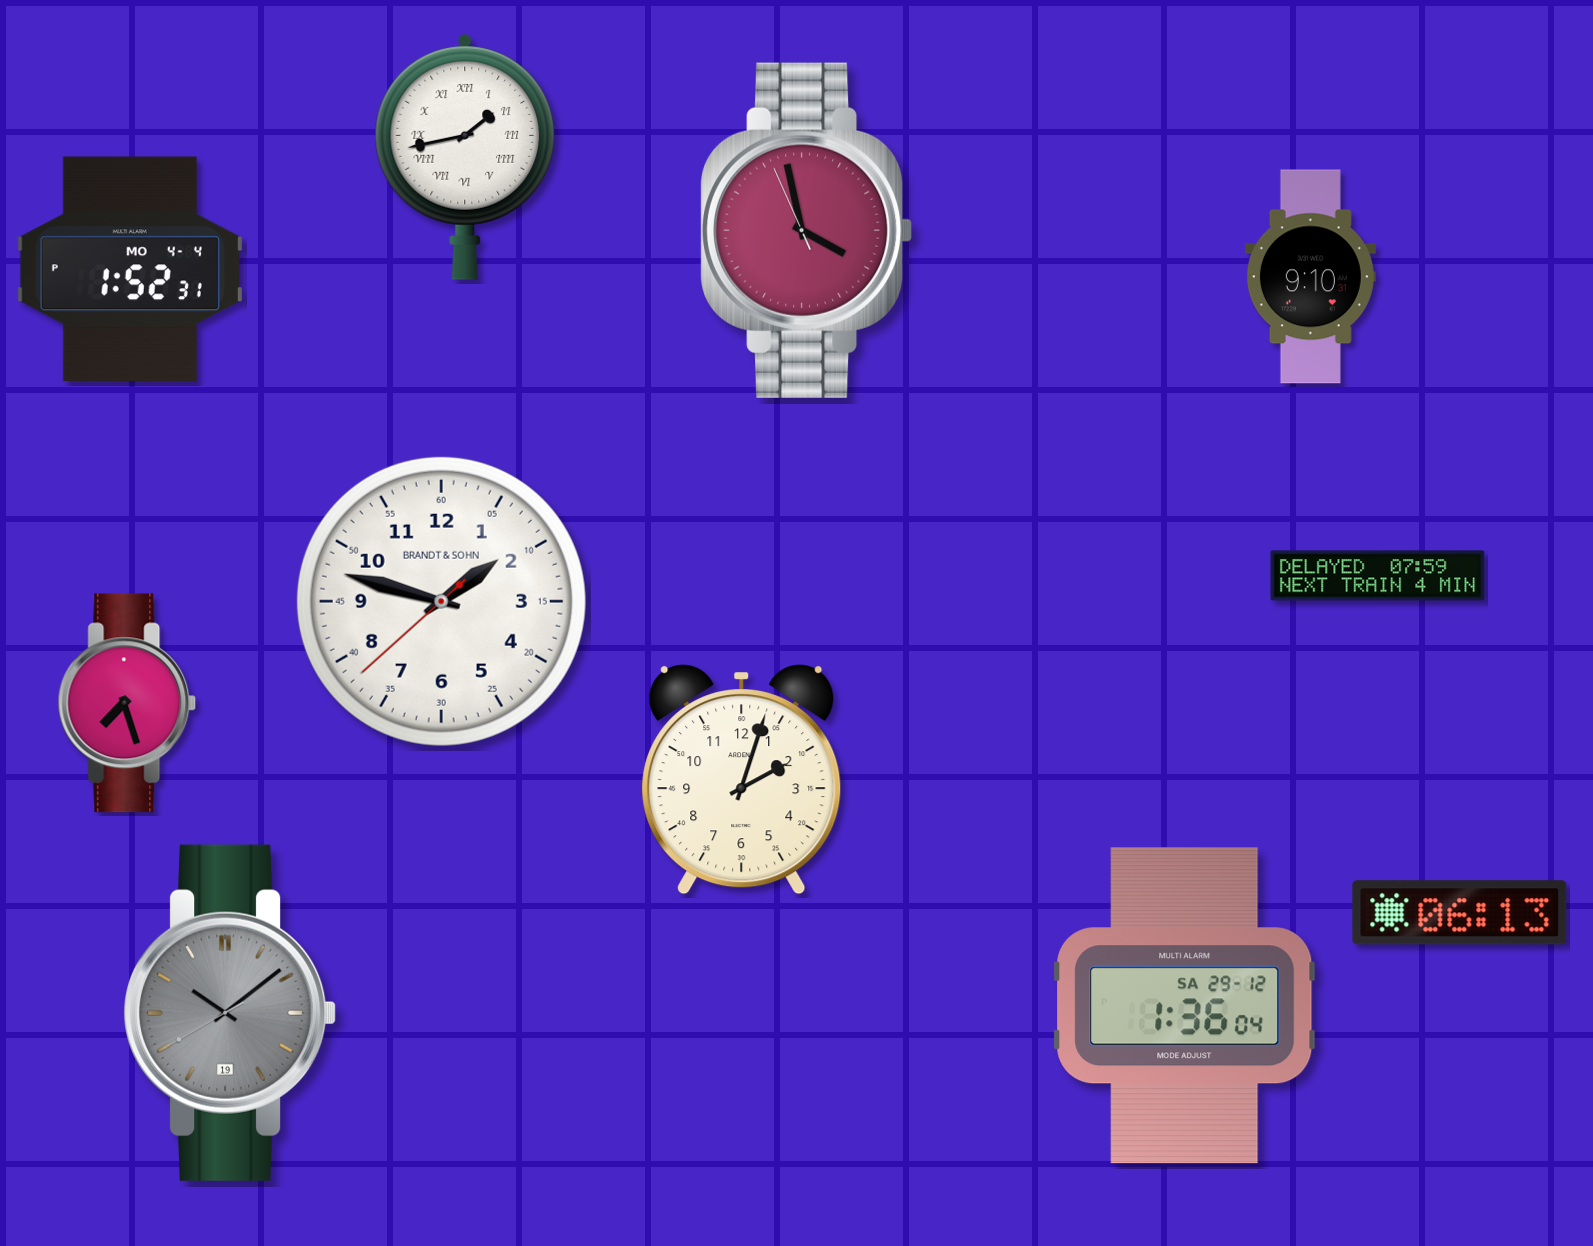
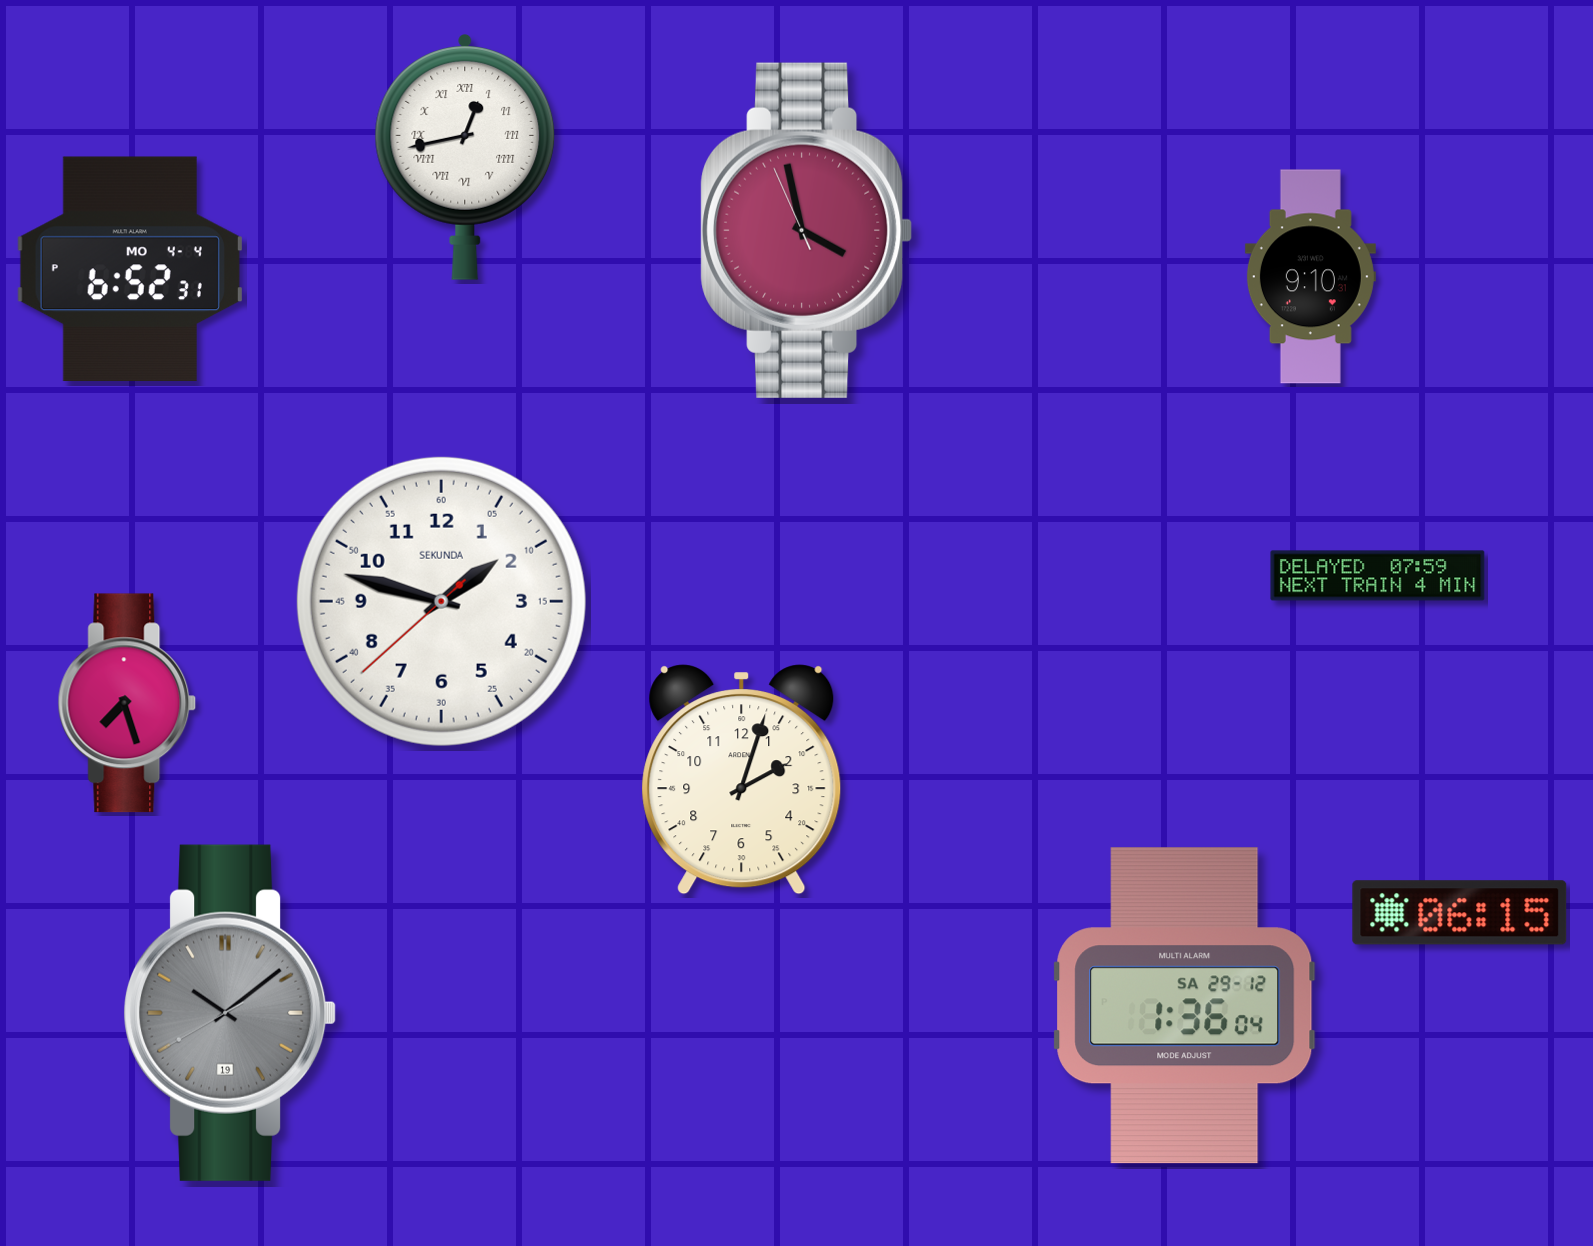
clock at (465, 157): 1:43 -> 12:43
clock at (130, 269): 1:52 -> 6:52
clock at (441, 601) brand: BRANDT & SOHN -> SEKUNDA
clock at (1460, 913): 06:13 -> 06:15
